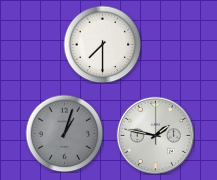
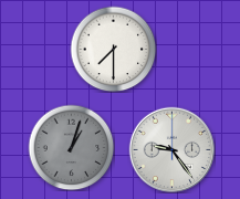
clock at (155, 135): 1:47 -> 9:24
